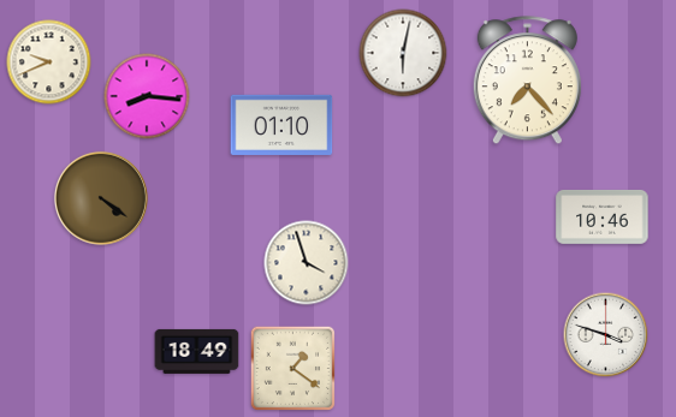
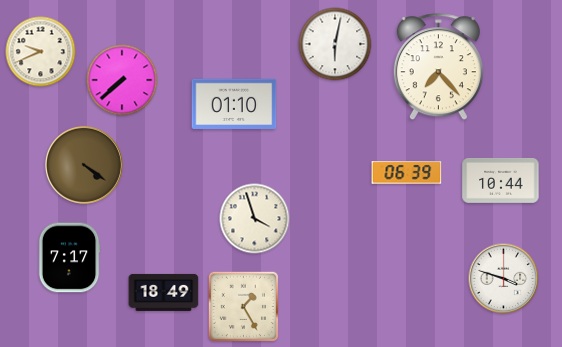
clock at (147, 96): 8:16 -> 7:38
clock at (407, 173): none -> 06:39
clock at (603, 216): 10:46 -> 10:44
clock at (69, 258): none -> 7:17
clock at (292, 368): 1:21 -> 1:25
